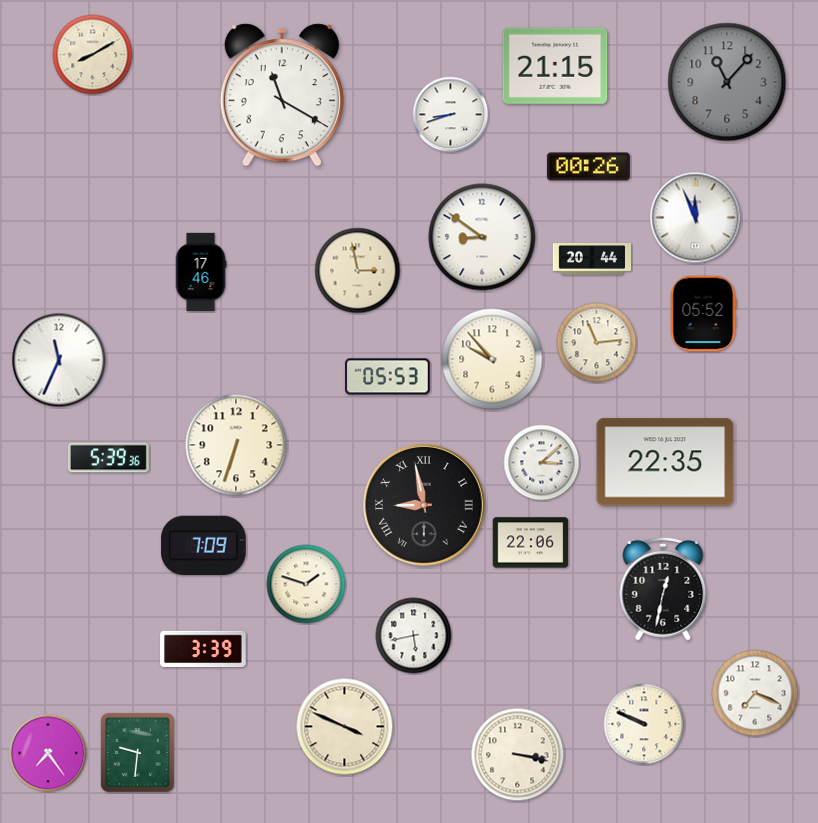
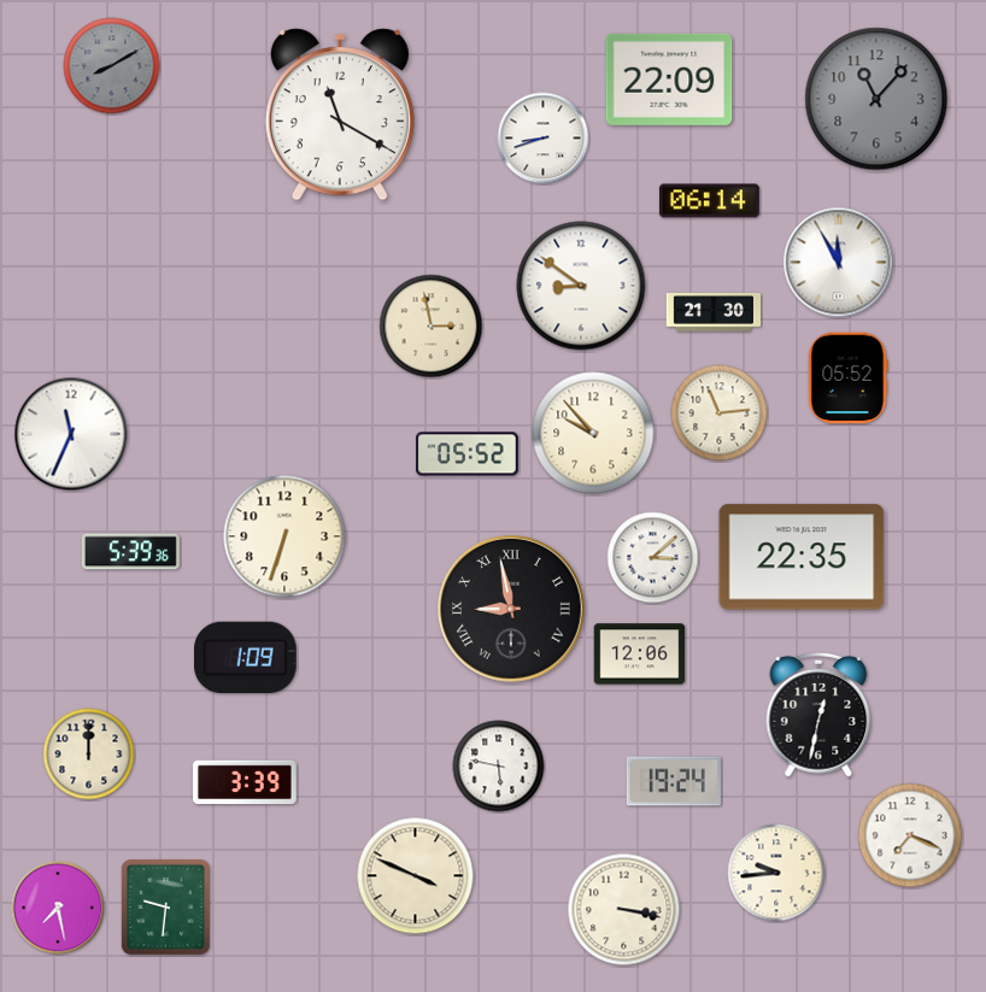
clock at (93, 55) dial: cream -> grey
clock at (555, 66): 21:15 -> 22:09
clock at (588, 167): 00:26 -> 06:14
clock at (696, 218): 11:56 -> 11:55
clock at (591, 259): 20:44 -> 21:30
clock at (201, 271): 17:46 -> none
clock at (388, 377): 05:53 -> 05:52
clock at (531, 543): 22:06 -> 12:06
clock at (204, 545): 7:09 -> 1:09
clock at (306, 584): 1:48 -> none
clock at (663, 589) position: (663, 589) -> (818, 715)
clock at (89, 755): none -> 12:00
clock at (414, 636): 5:43 -> 5:47
clock at (674, 781): none -> 19:24
clock at (644, 724): 9:49 -> 9:44
clock at (48, 753): 7:24 -> 7:28
